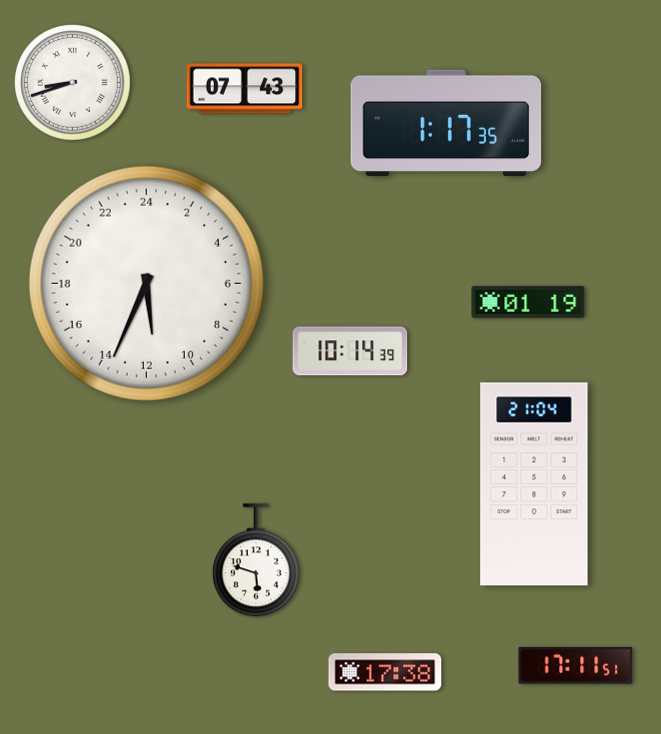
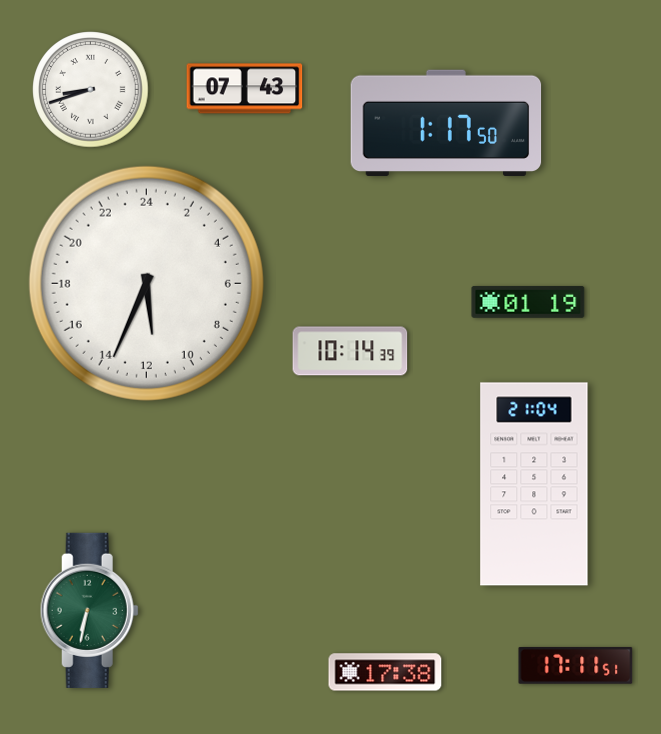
clock at (73, 83) position: (73, 83) -> (91, 90)
clock at (446, 123): 1:17:35 -> 1:17:50
clock at (256, 560): 5:48 -> none
clock at (89, 610): none -> 6:32
